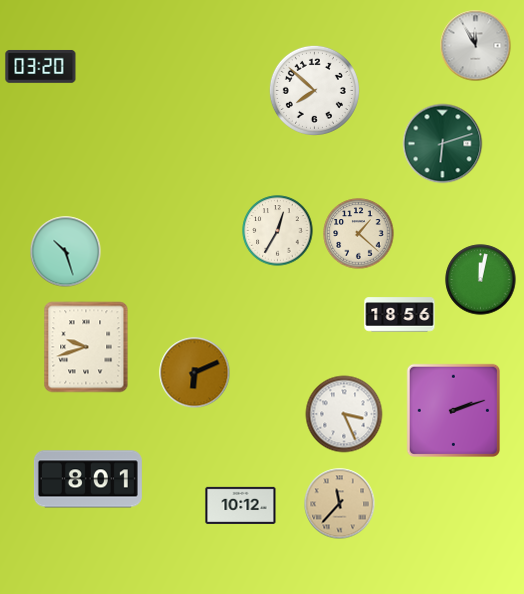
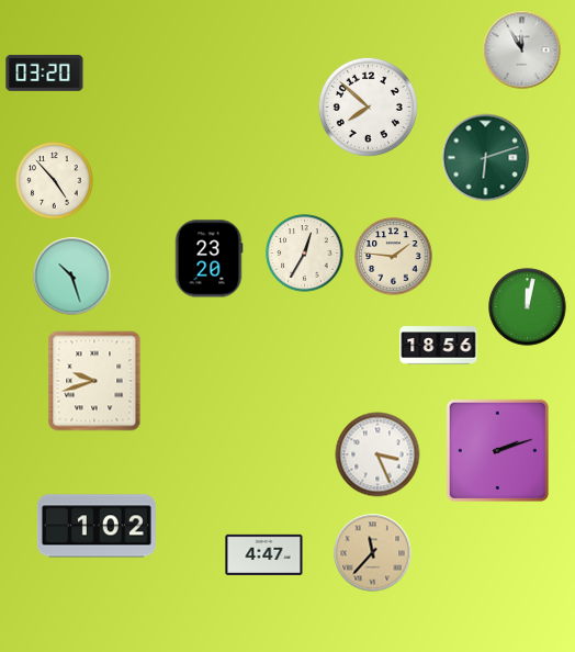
clock at (314, 90) position: (314, 90) -> (368, 106)
clock at (55, 181): none -> 4:53
clock at (359, 234): 1:22 -> 1:46
clock at (208, 259): none -> 23:20
clock at (195, 373): 6:11 -> none
clock at (88, 479): 8:01 -> 1:02
clock at (241, 505): 10:12 -> 4:47
